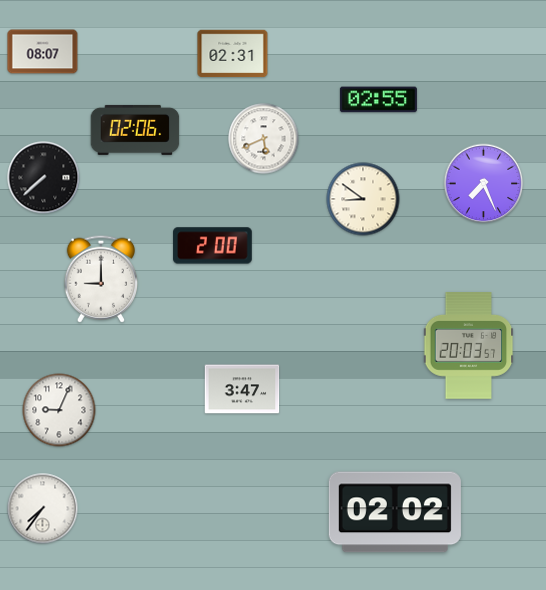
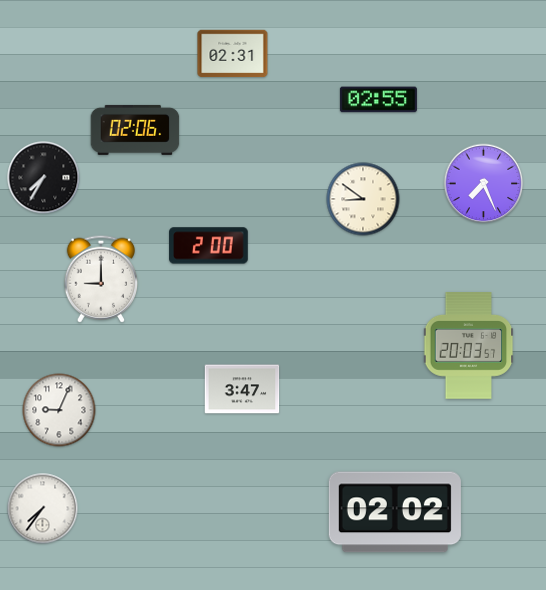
clock at (43, 52): 08:07 -> none
clock at (264, 139): 5:41 -> none
clock at (44, 178): 7:38 -> 7:35
clock at (213, 246) position: (213, 246) -> (209, 246)
